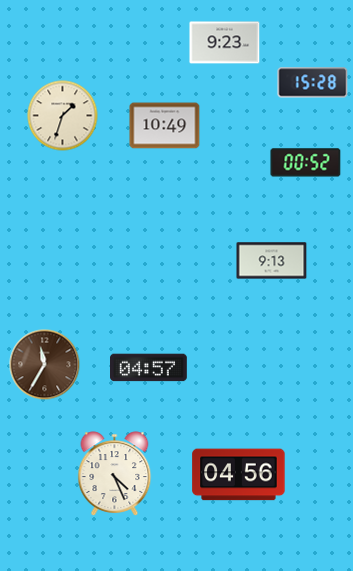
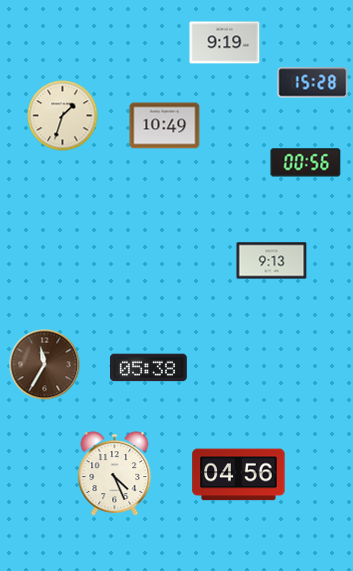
clock at (225, 43): 9:23 -> 9:19
clock at (306, 163): 00:52 -> 00:56
clock at (149, 368): 04:57 -> 05:38
